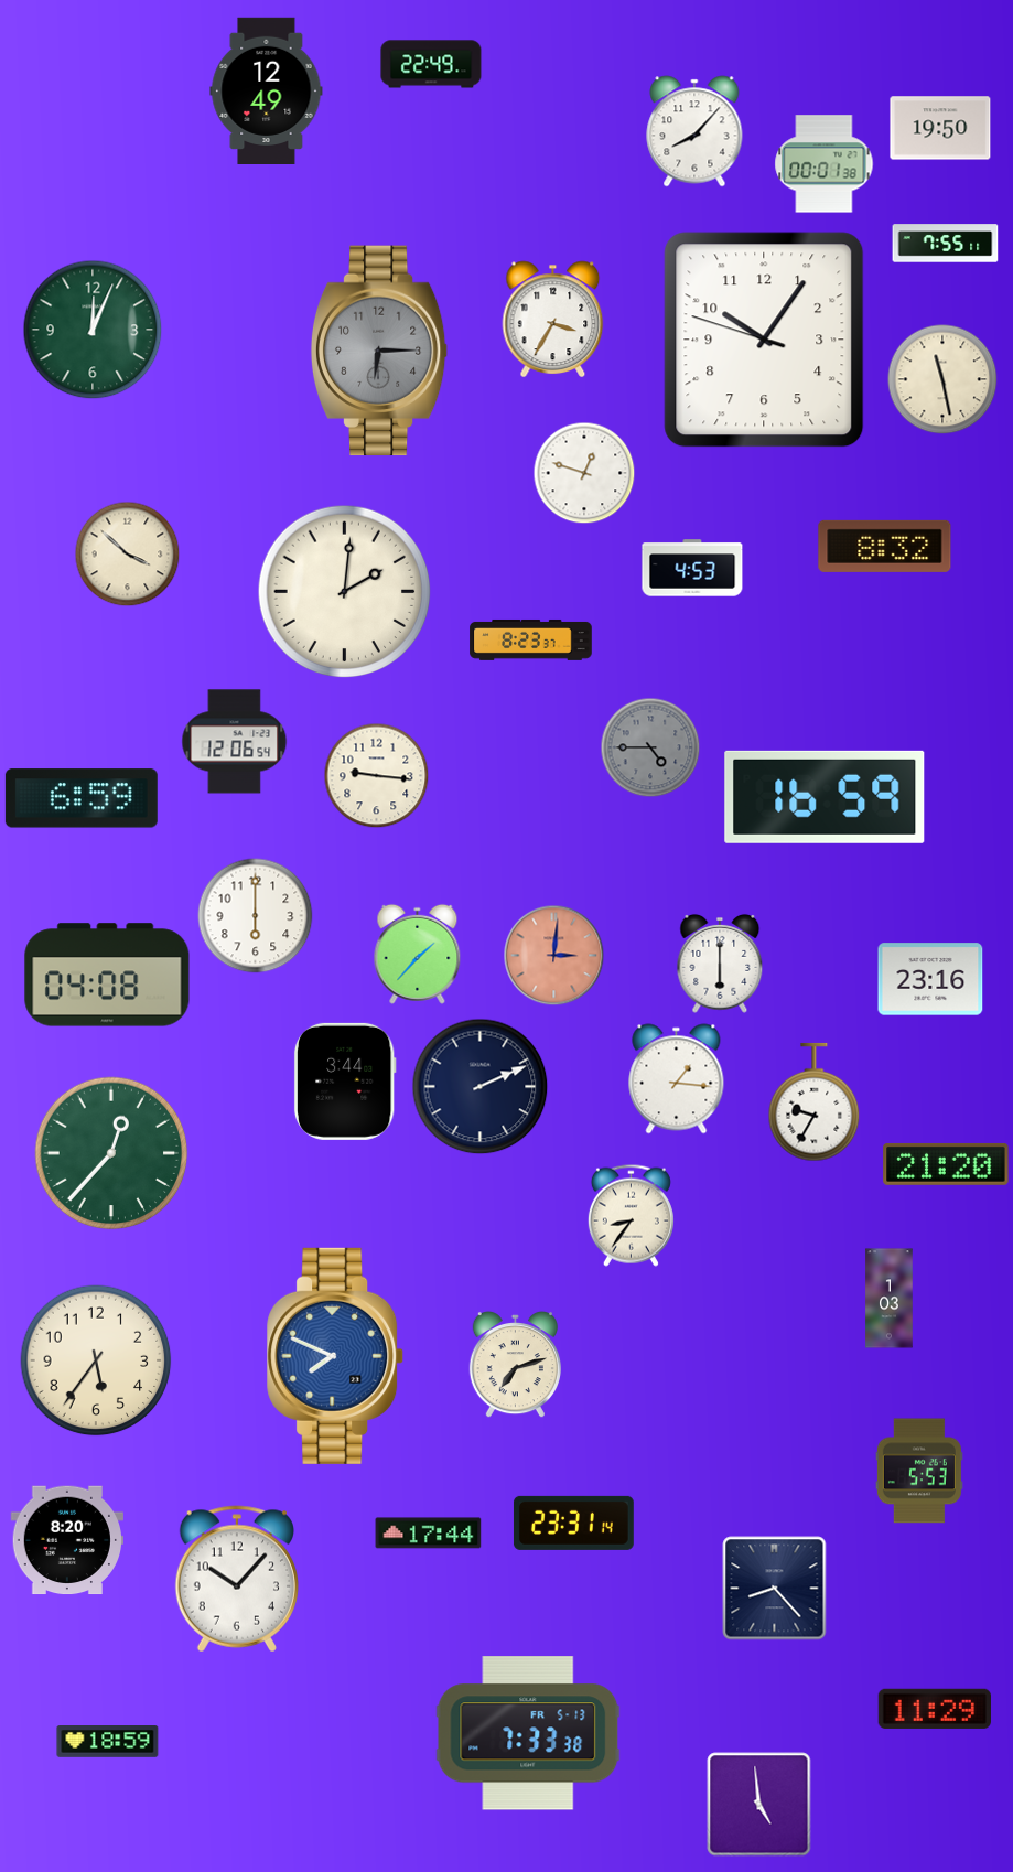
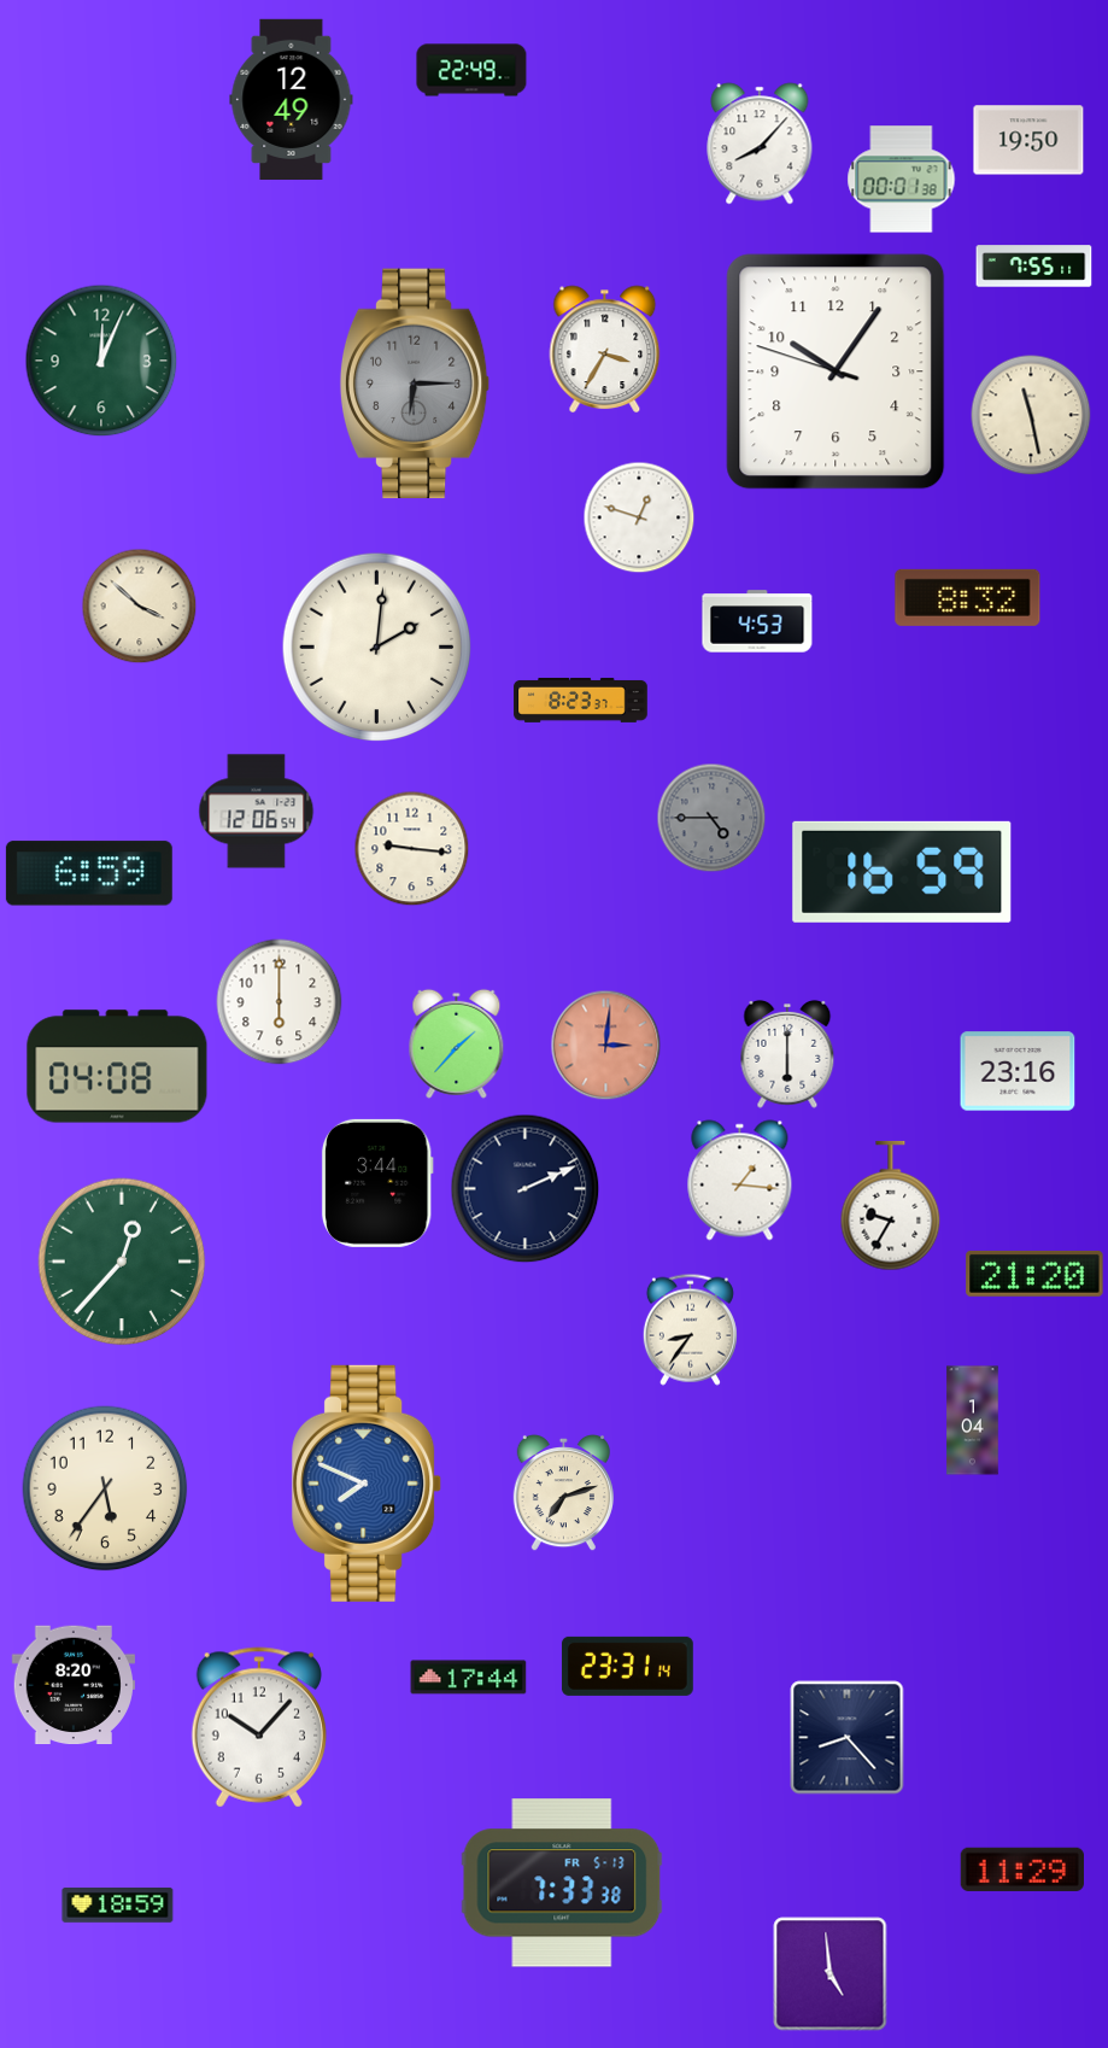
clock at (890, 1299): 1:03 -> 1:04
clock at (919, 1471): 5:53 -> none
clock at (528, 1733) position: (528, 1733) -> (562, 1883)
